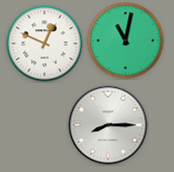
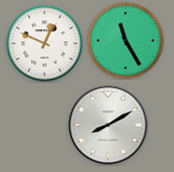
clock at (126, 41): 11:02 -> 11:25
clock at (108, 125): 8:15 -> 8:10
